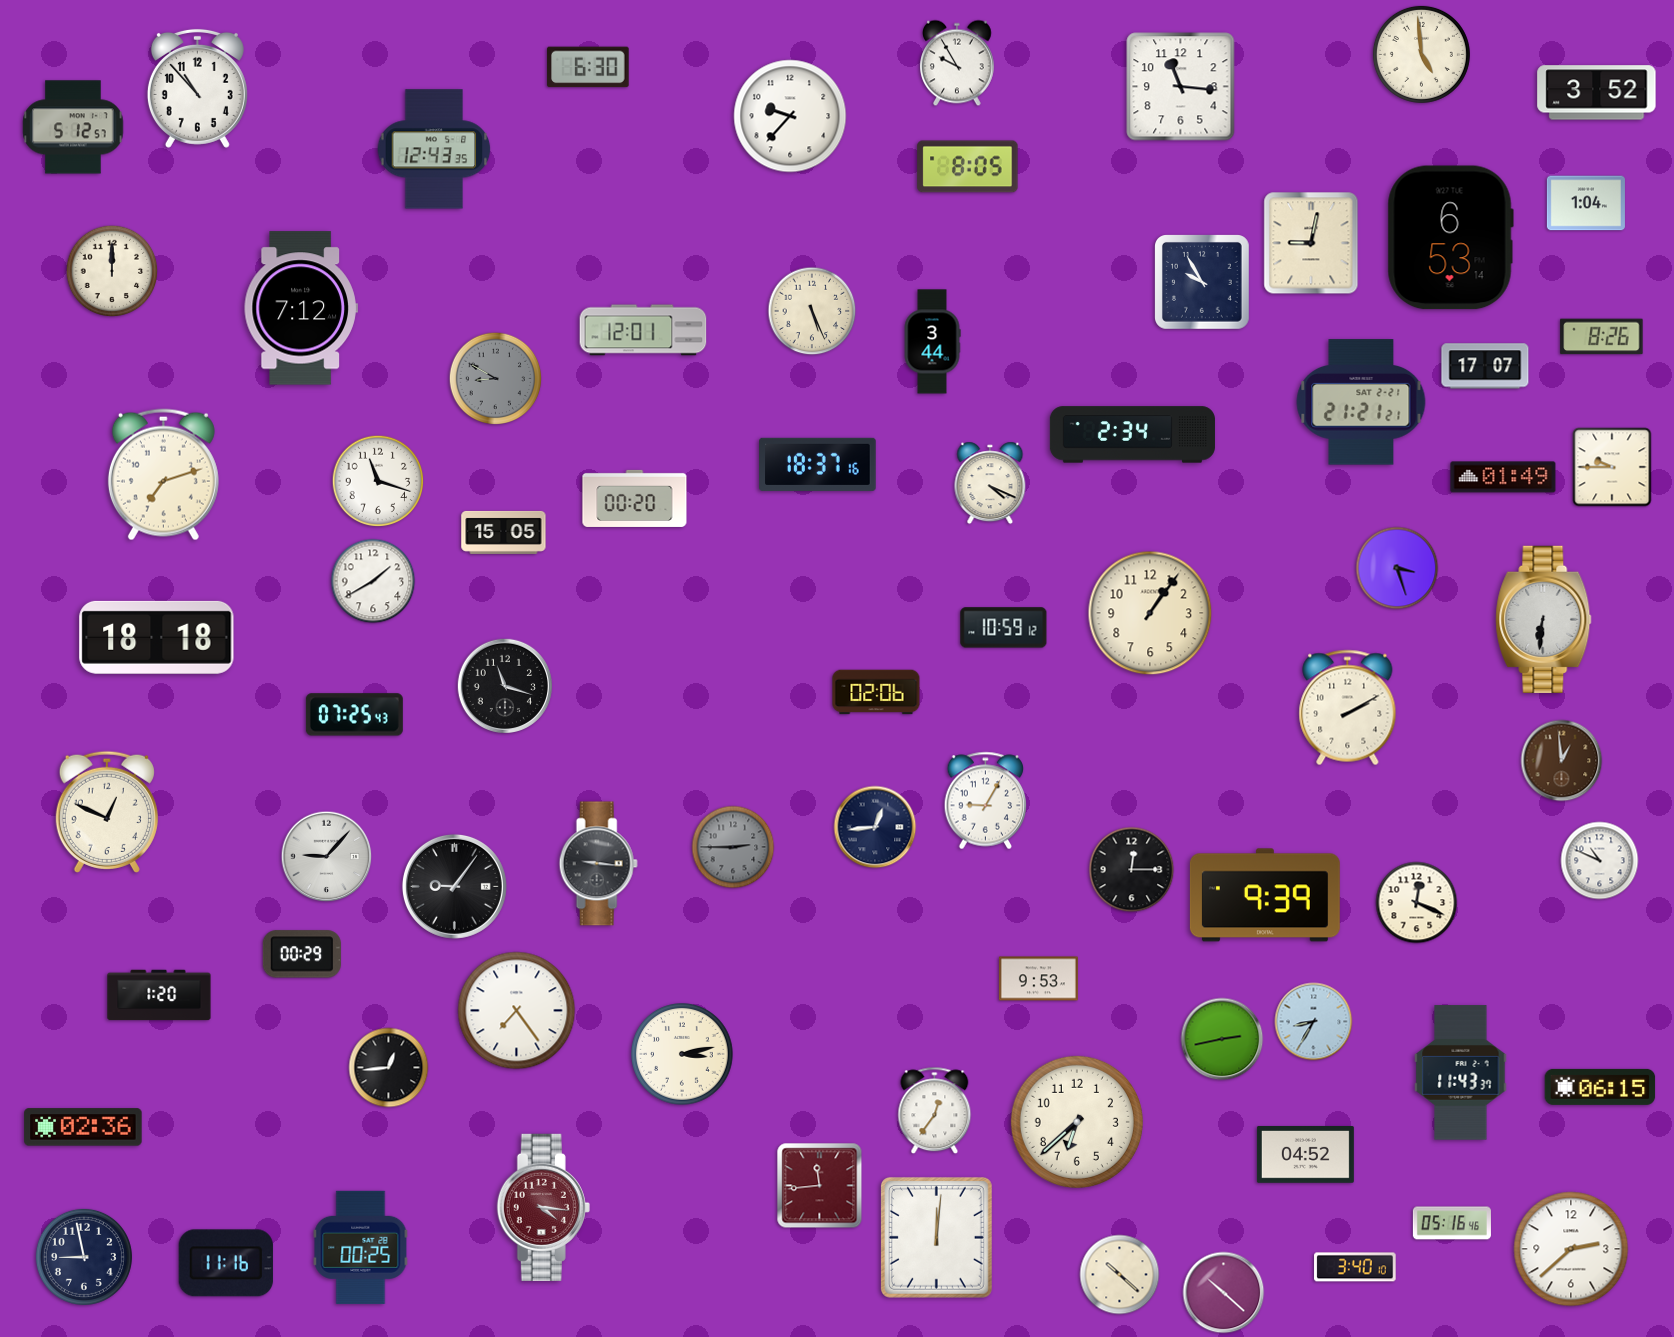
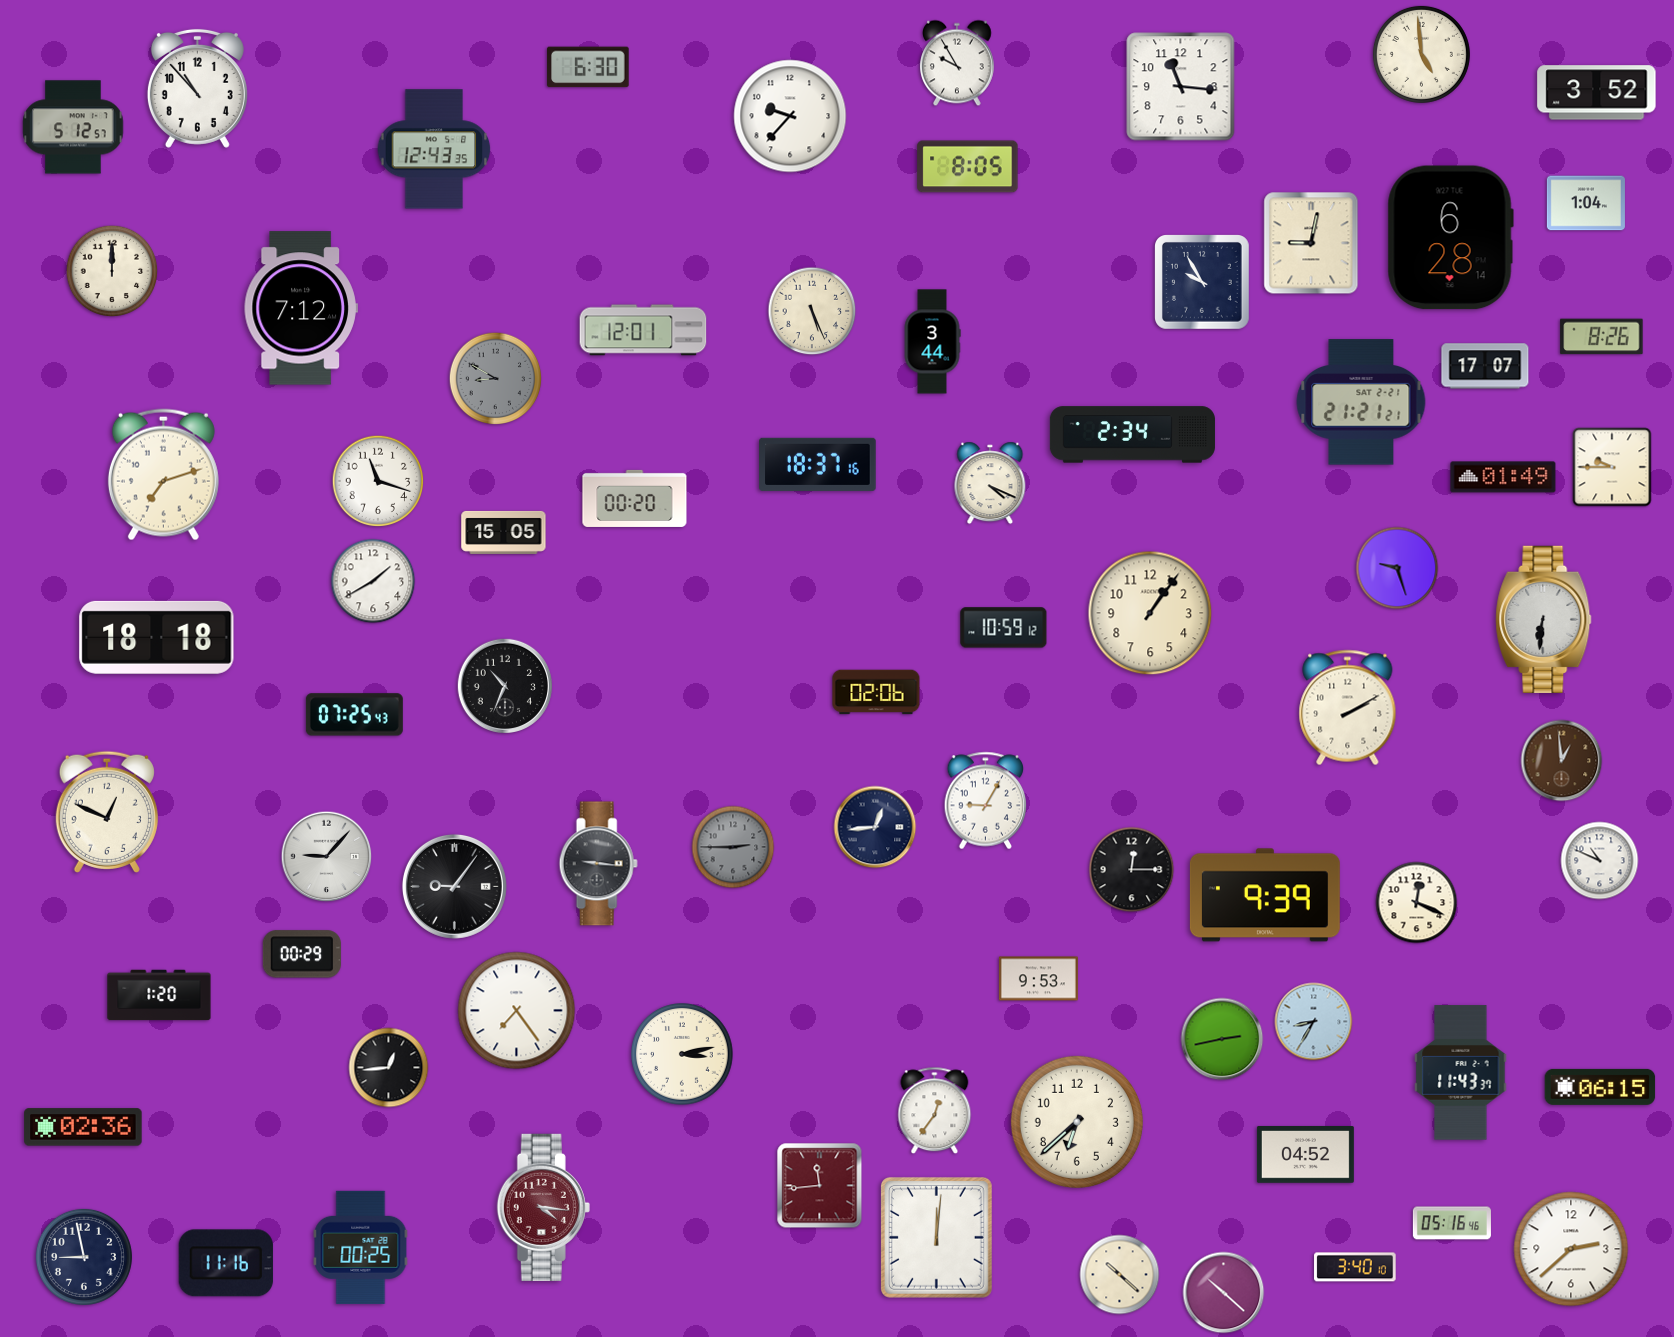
clock at (1450, 238): 6:53 -> 6:28
clock at (1397, 568): 3:27 -> 9:27
clock at (504, 685): 11:18 -> 10:34
